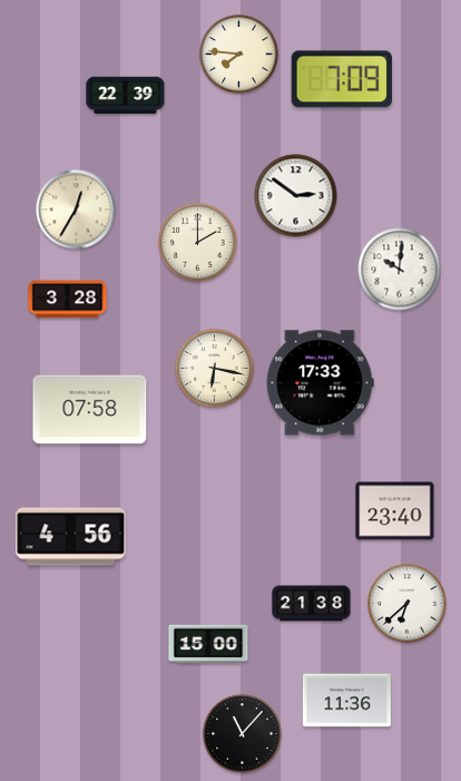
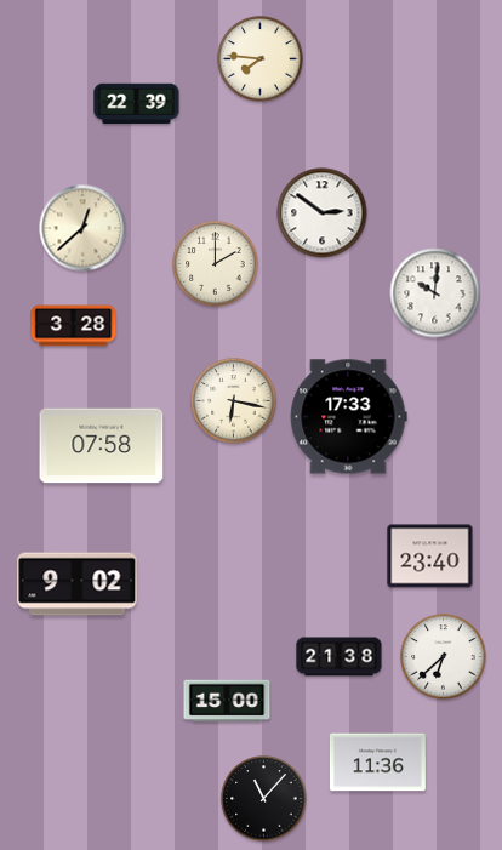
clock at (341, 79): 7:09 -> none
clock at (76, 209): 12:35 -> 12:38
clock at (90, 410) position: (90, 410) -> (102, 446)
clock at (71, 537): 4:56 -> 9:02
